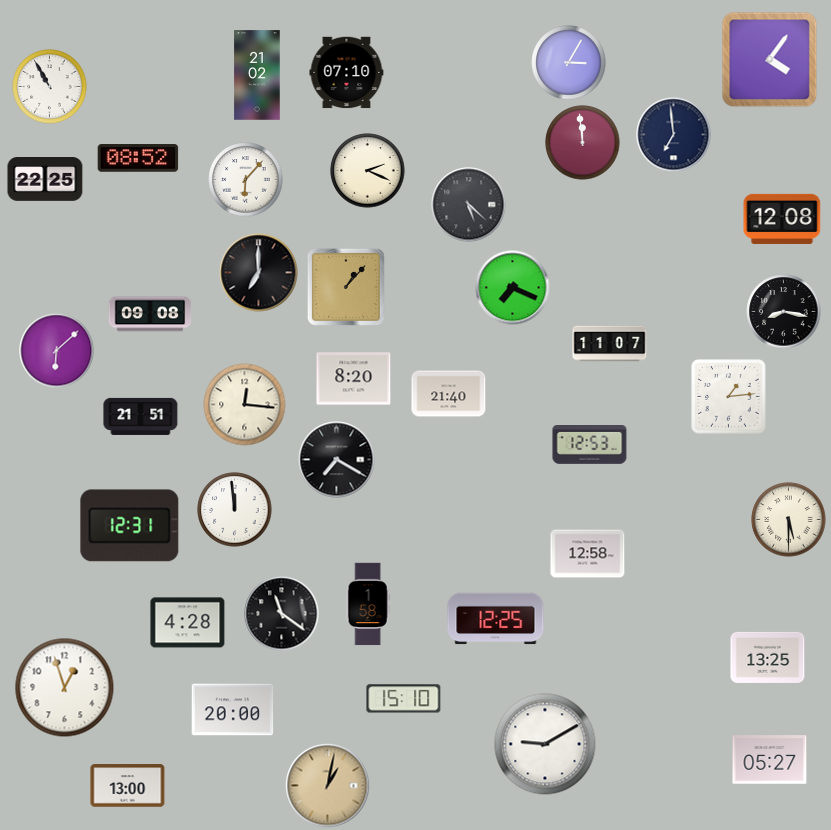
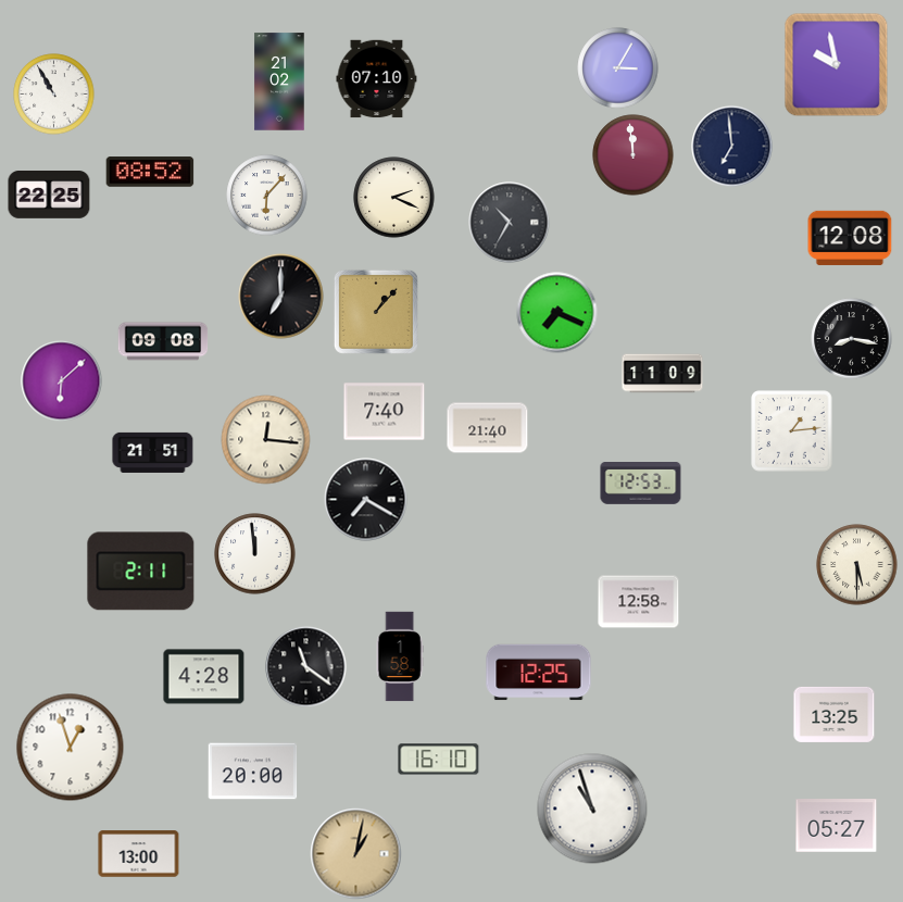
clock at (770, 60): 4:06 -> 9:58
clock at (368, 171) position: (368, 171) -> (394, 198)
clock at (469, 205): 5:22 -> 10:35
clock at (610, 344): 11:07 -> 11:09
clock at (354, 379): 8:20 -> 7:40
clock at (130, 526): 12:31 -> 2:11
clock at (404, 699): 15:10 -> 16:10
clock at (545, 744): 9:10 -> 10:57
